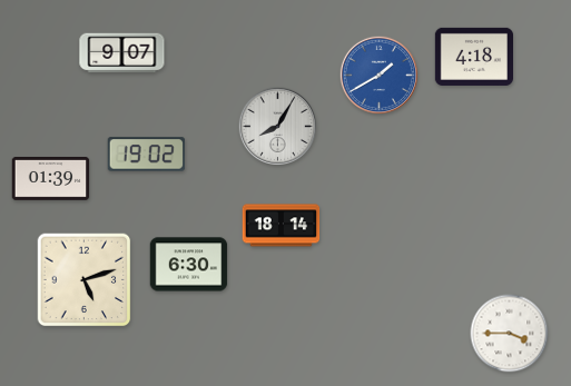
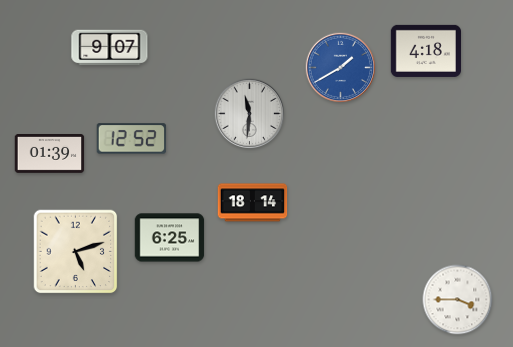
clock at (277, 126): 8:05 -> 11:31
clock at (147, 155): 19:02 -> 12:52
clock at (51, 179) position: (51, 179) -> (50, 154)
clock at (189, 265): 6:30 -> 6:25
